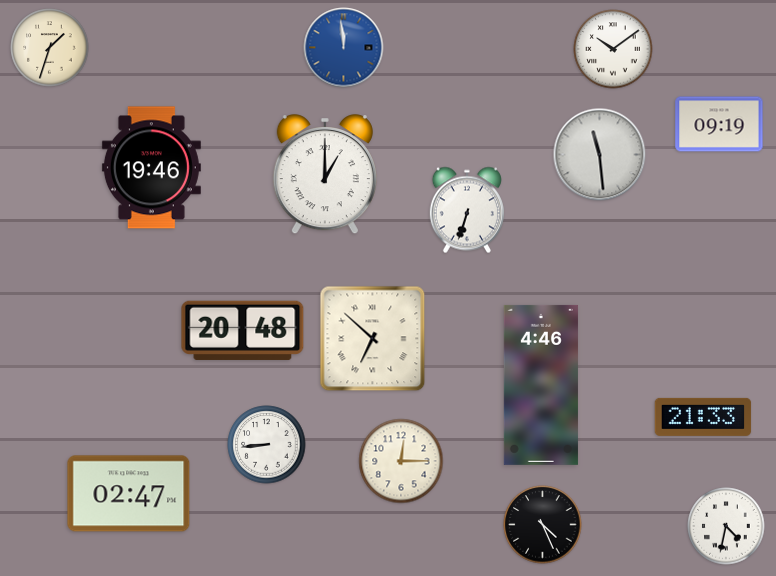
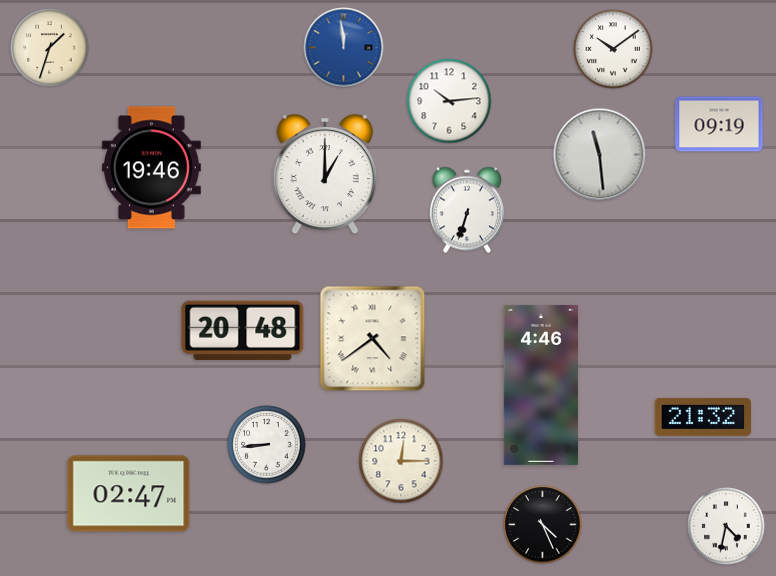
clock at (449, 101): none -> 10:14
clock at (373, 339): 6:52 -> 4:39
clock at (703, 417): 21:33 -> 21:32
